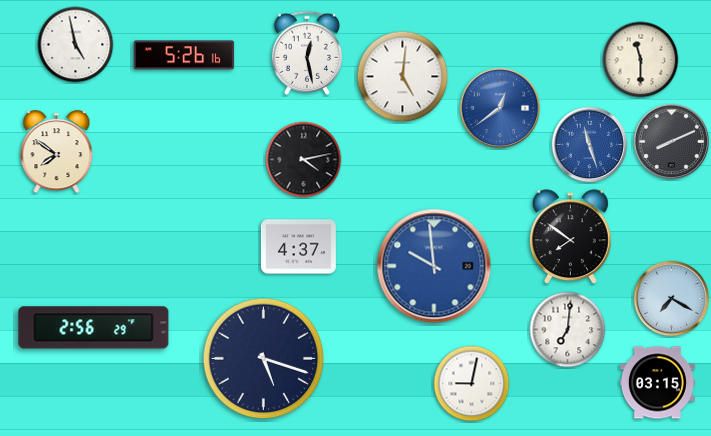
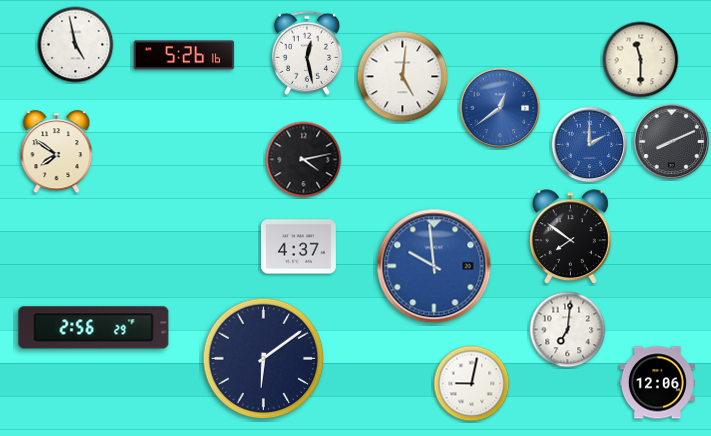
clock at (590, 145): 11:27 -> 2:00
clock at (672, 299): 7:20 -> none
clock at (264, 359): 5:18 -> 6:09
clock at (657, 383): 03:15 -> 12:06
